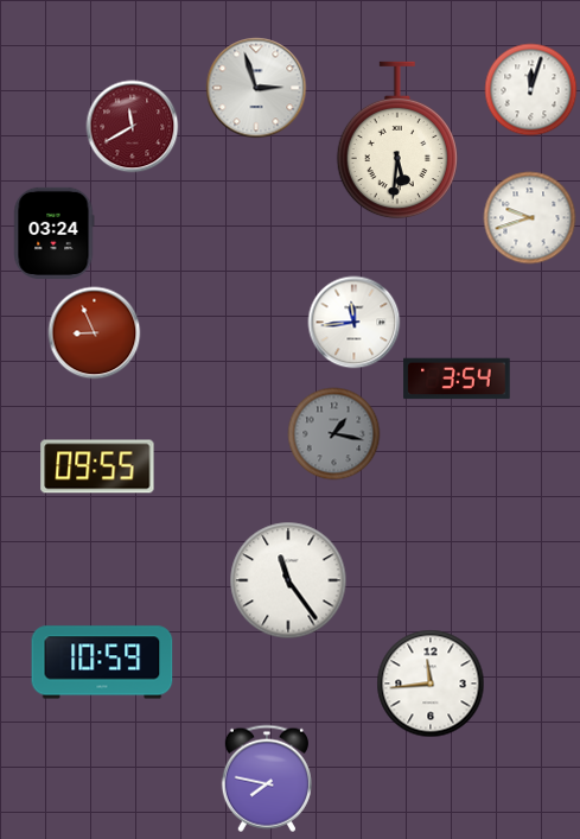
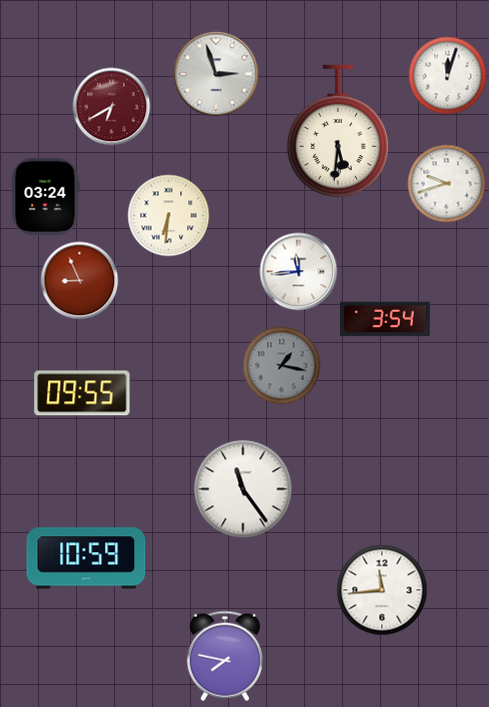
clock at (132, 126): 11:40 -> 6:40
clock at (397, 140) position: (397, 140) -> (338, 131)
clock at (168, 215): none -> 6:31
clock at (431, 684) position: (431, 684) -> (382, 590)
